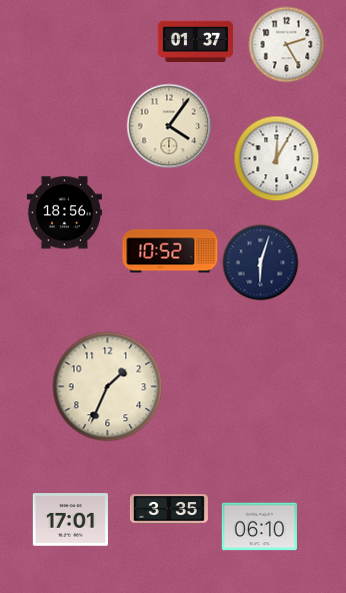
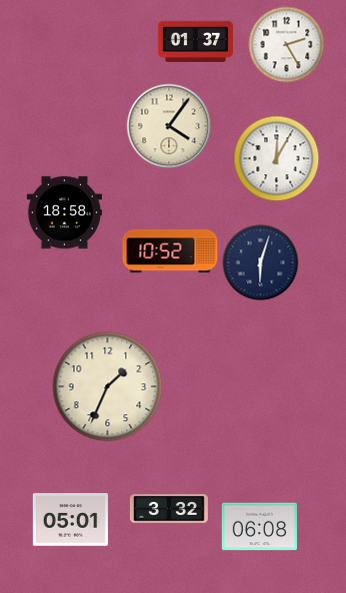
clock at (64, 213): 18:56 -> 18:58
clock at (169, 509): 3:35 -> 3:32
clock at (70, 520): 17:01 -> 05:01
clock at (259, 527): 06:10 -> 06:08
